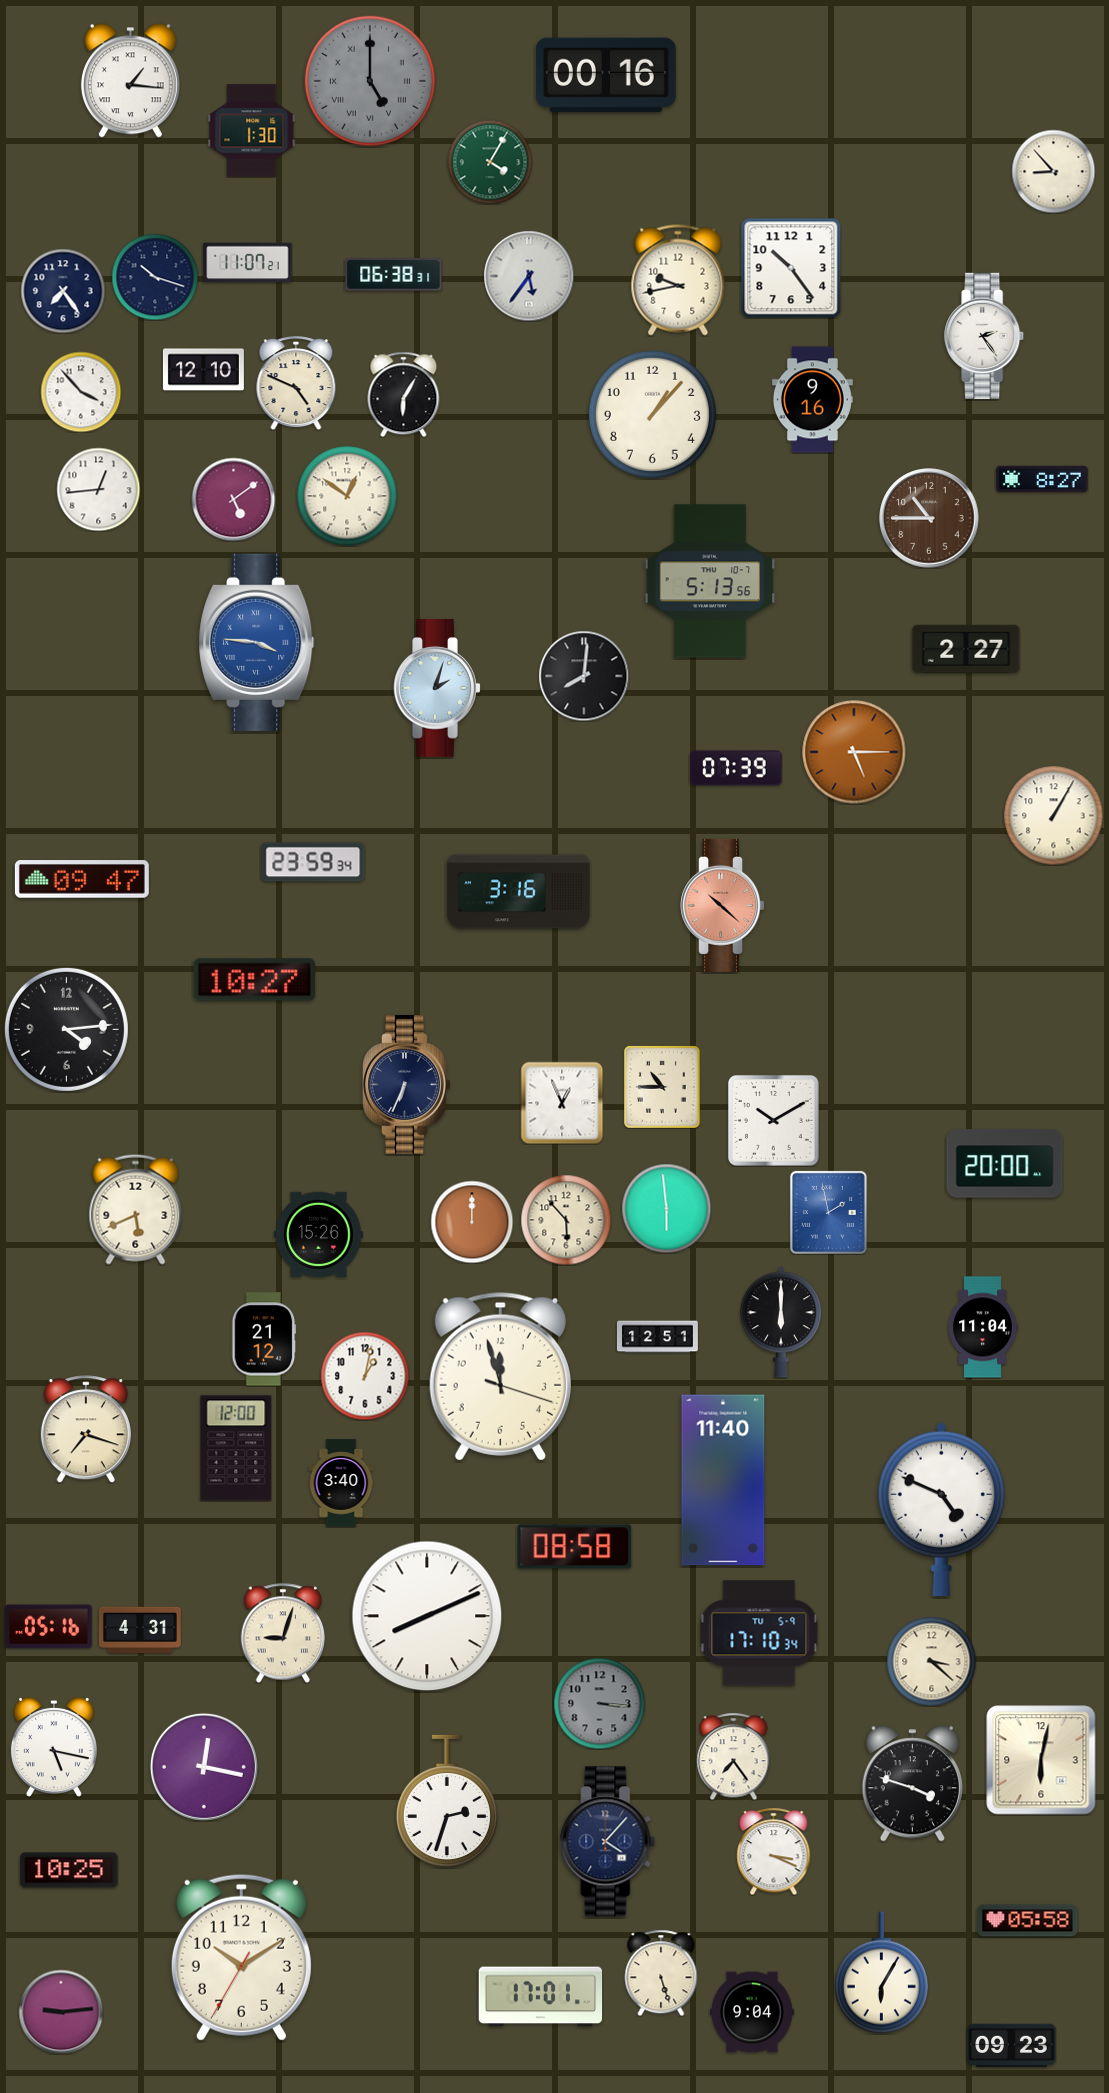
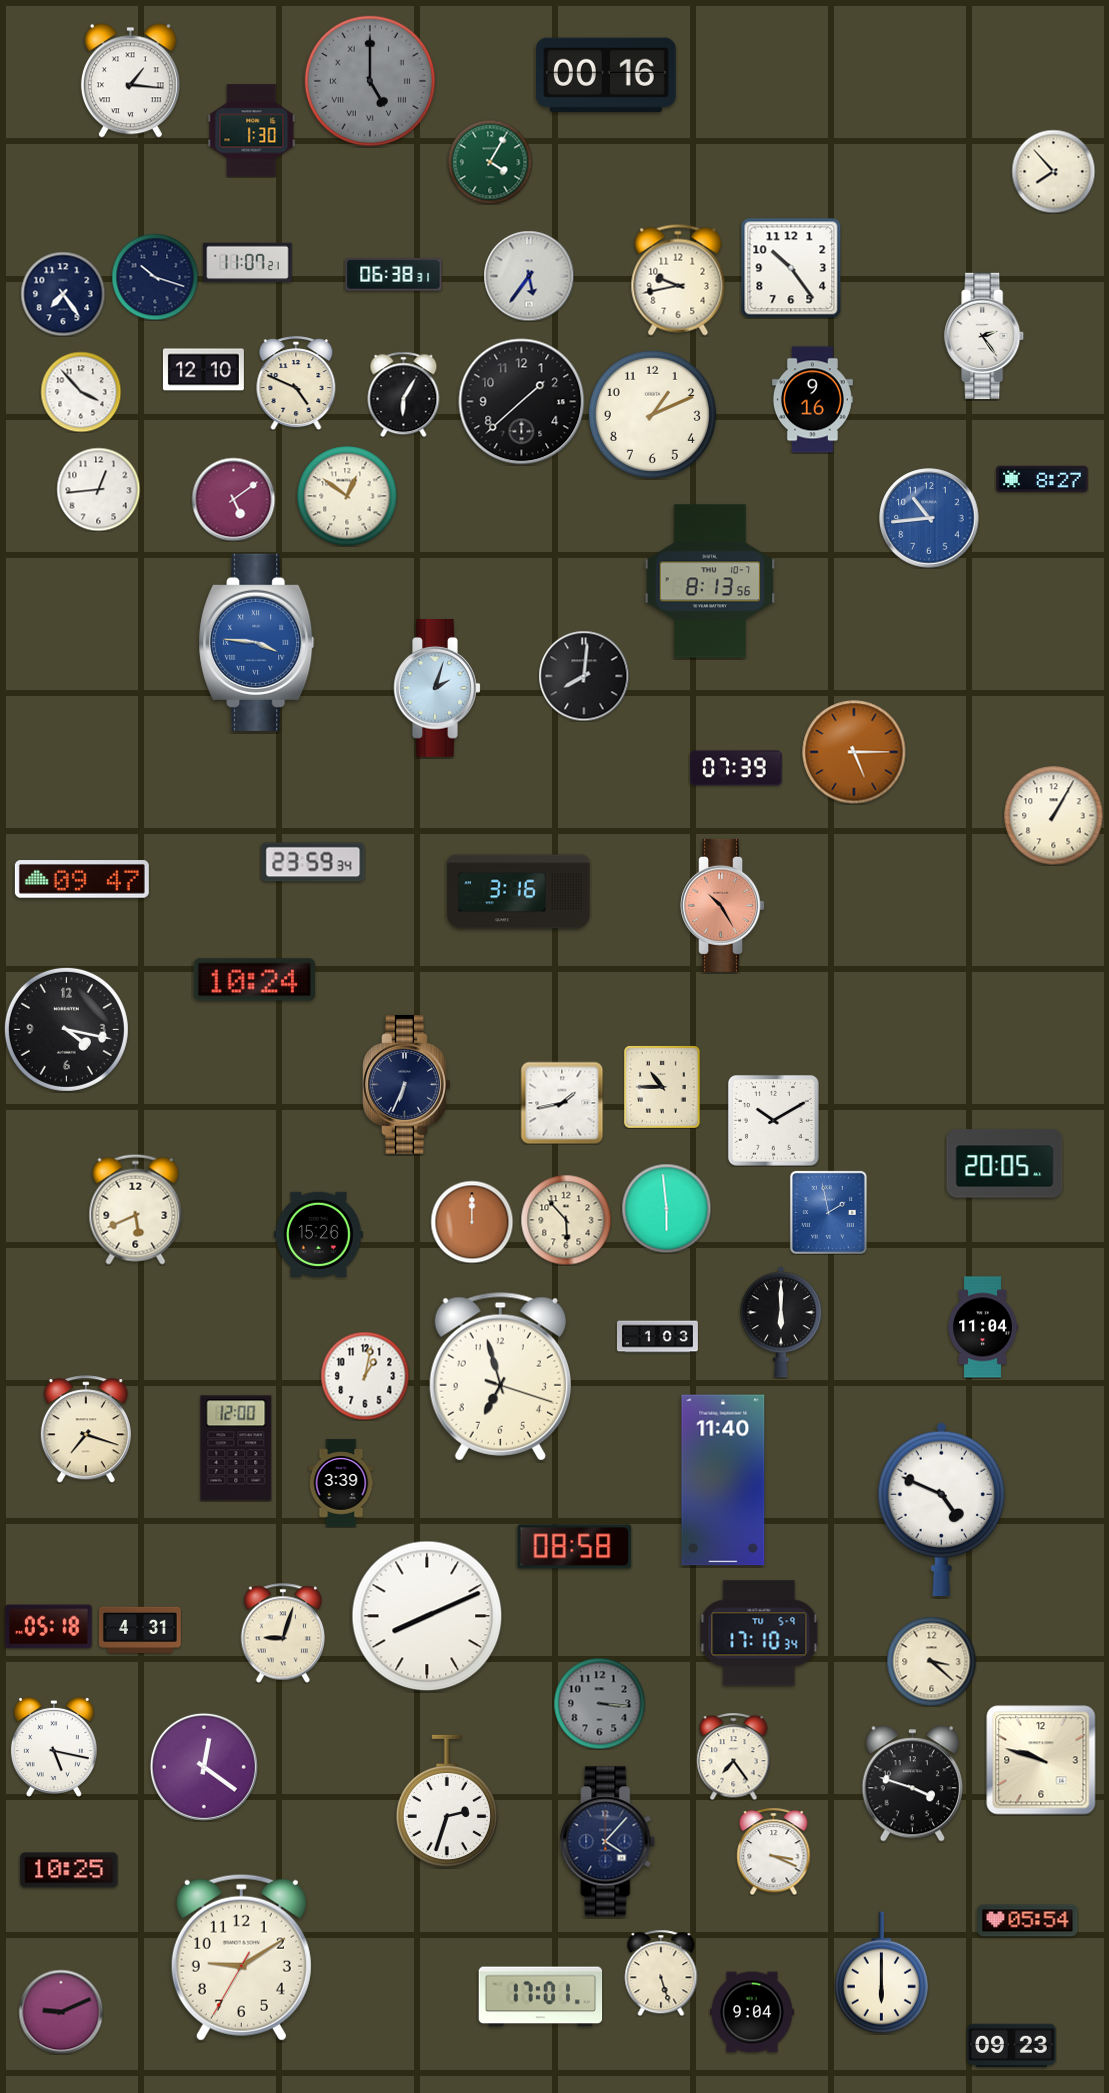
clock at (1053, 171): 8:53 -> 7:53
clock at (63, 291) position: (63, 291) -> (63, 294)
clock at (522, 402): none -> 1:38
clock at (652, 414): 1:07 -> 1:11
clock at (929, 518): 10:45 -> 10:44
clock at (929, 518) dial: brown -> blue
clock at (710, 581): 5:13 -> 8:13
clock at (966, 648): 2:27 -> none
clock at (723, 905): 10:22 -> 10:25
clock at (255, 980): 10:27 -> 10:24
clock at (66, 1029): 4:14 -> 4:17
clock at (562, 1103): 12:56 -> 1:43
clock at (1005, 1164): 20:00 -> 20:05
clock at (657, 1337): 12:51 -> 1:03
clock at (264, 1339): 21:12 -> none
clock at (500, 1377): 11:57 -> 6:57
clock at (341, 1483): 3:40 -> 3:39
clock at (49, 1627): 05:16 -> 05:18
clock at (1041, 1760): 6:02 -> 9:48
clock at (204, 1767): 12:17 -> 12:21
clock at (1028, 1921): 05:58 -> 05:54
clock at (241, 1957): 10:09 -> 9:09
clock at (881, 1973): 6:05 -> 6:00
clock at (61, 2012): 9:14 -> 9:11
